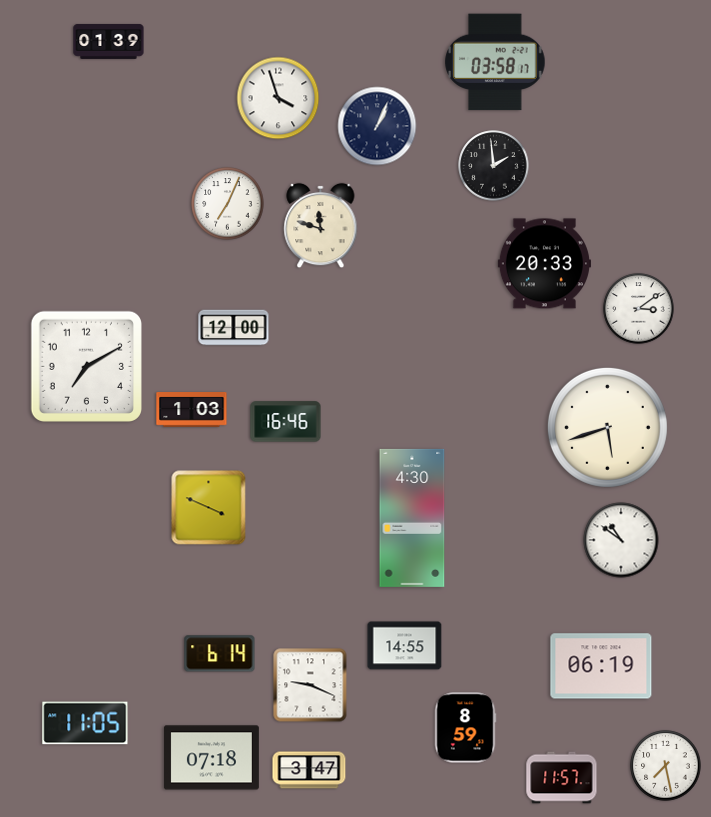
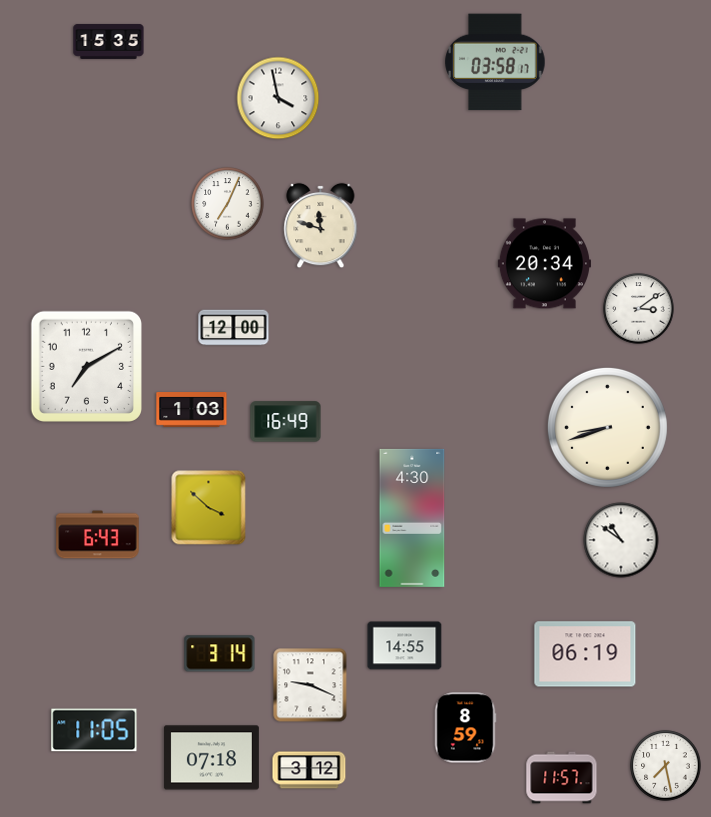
clock at (109, 41): 01:39 -> 15:35
clock at (278, 98): 3:57 -> 3:58
clock at (377, 126): 1:04 -> none
clock at (494, 166): 1:59 -> none
clock at (544, 264): 20:33 -> 20:34
clock at (286, 422): 16:46 -> 16:49
clock at (607, 427): 5:42 -> 8:42
clock at (209, 508): 3:49 -> 3:52
clock at (98, 535): none -> 6:43
clock at (220, 654): 6:14 -> 3:14
clock at (601, 666) position: (601, 666) -> (585, 654)
clock at (85, 723) position: (85, 723) -> (94, 730)
clock at (309, 770): 3:47 -> 3:12
